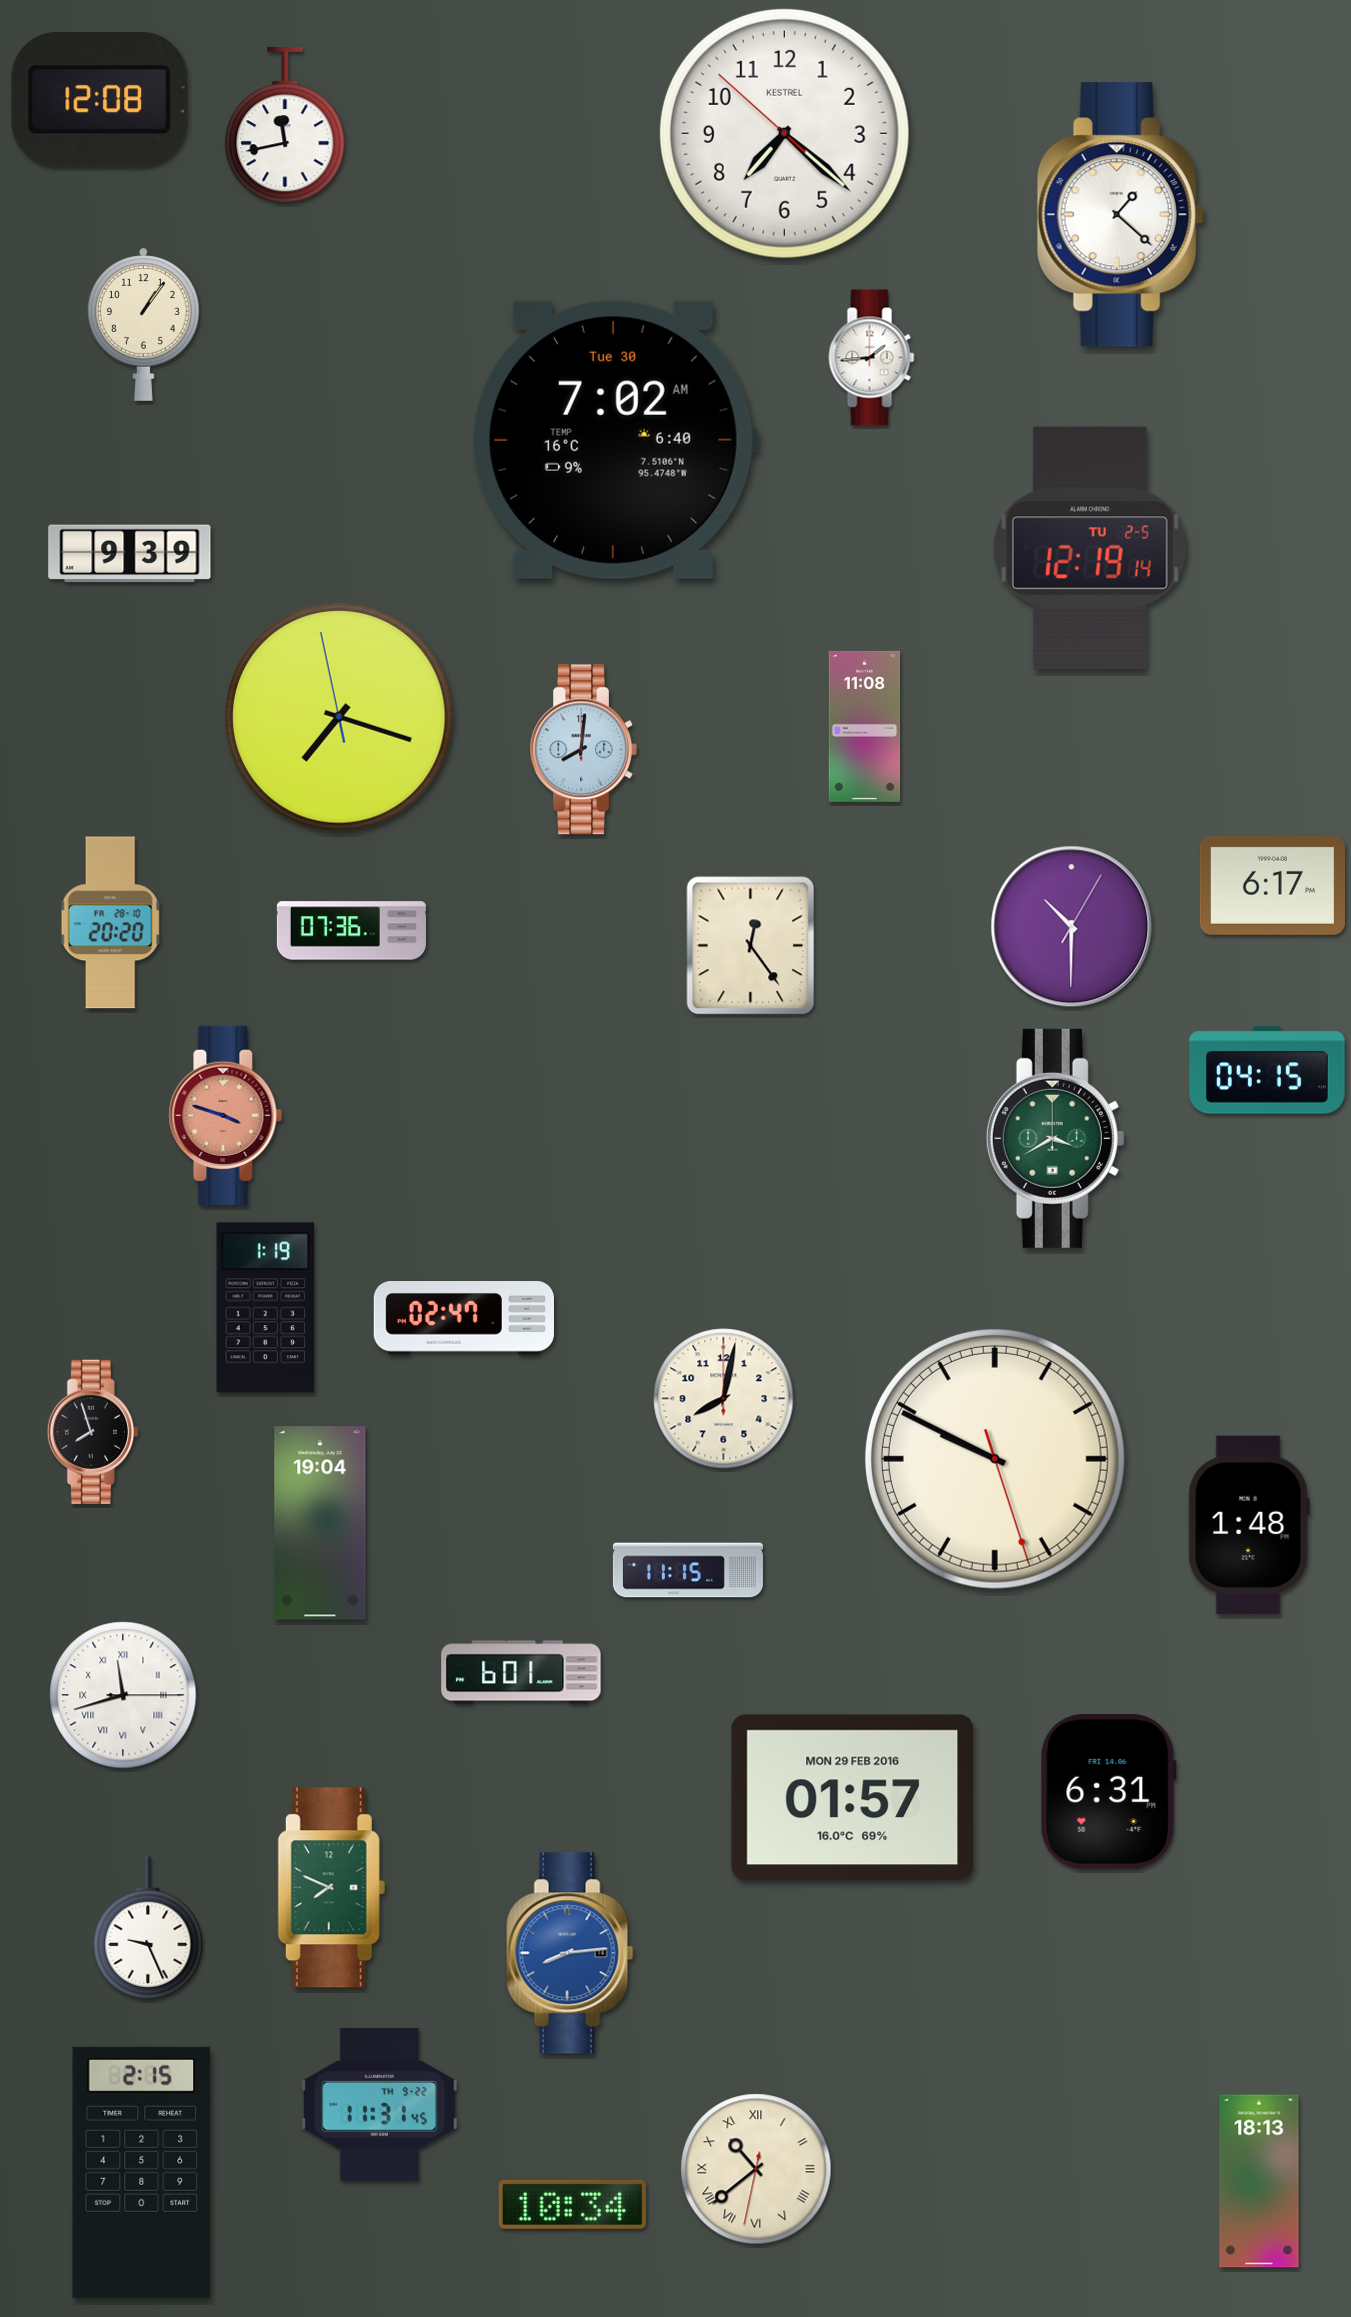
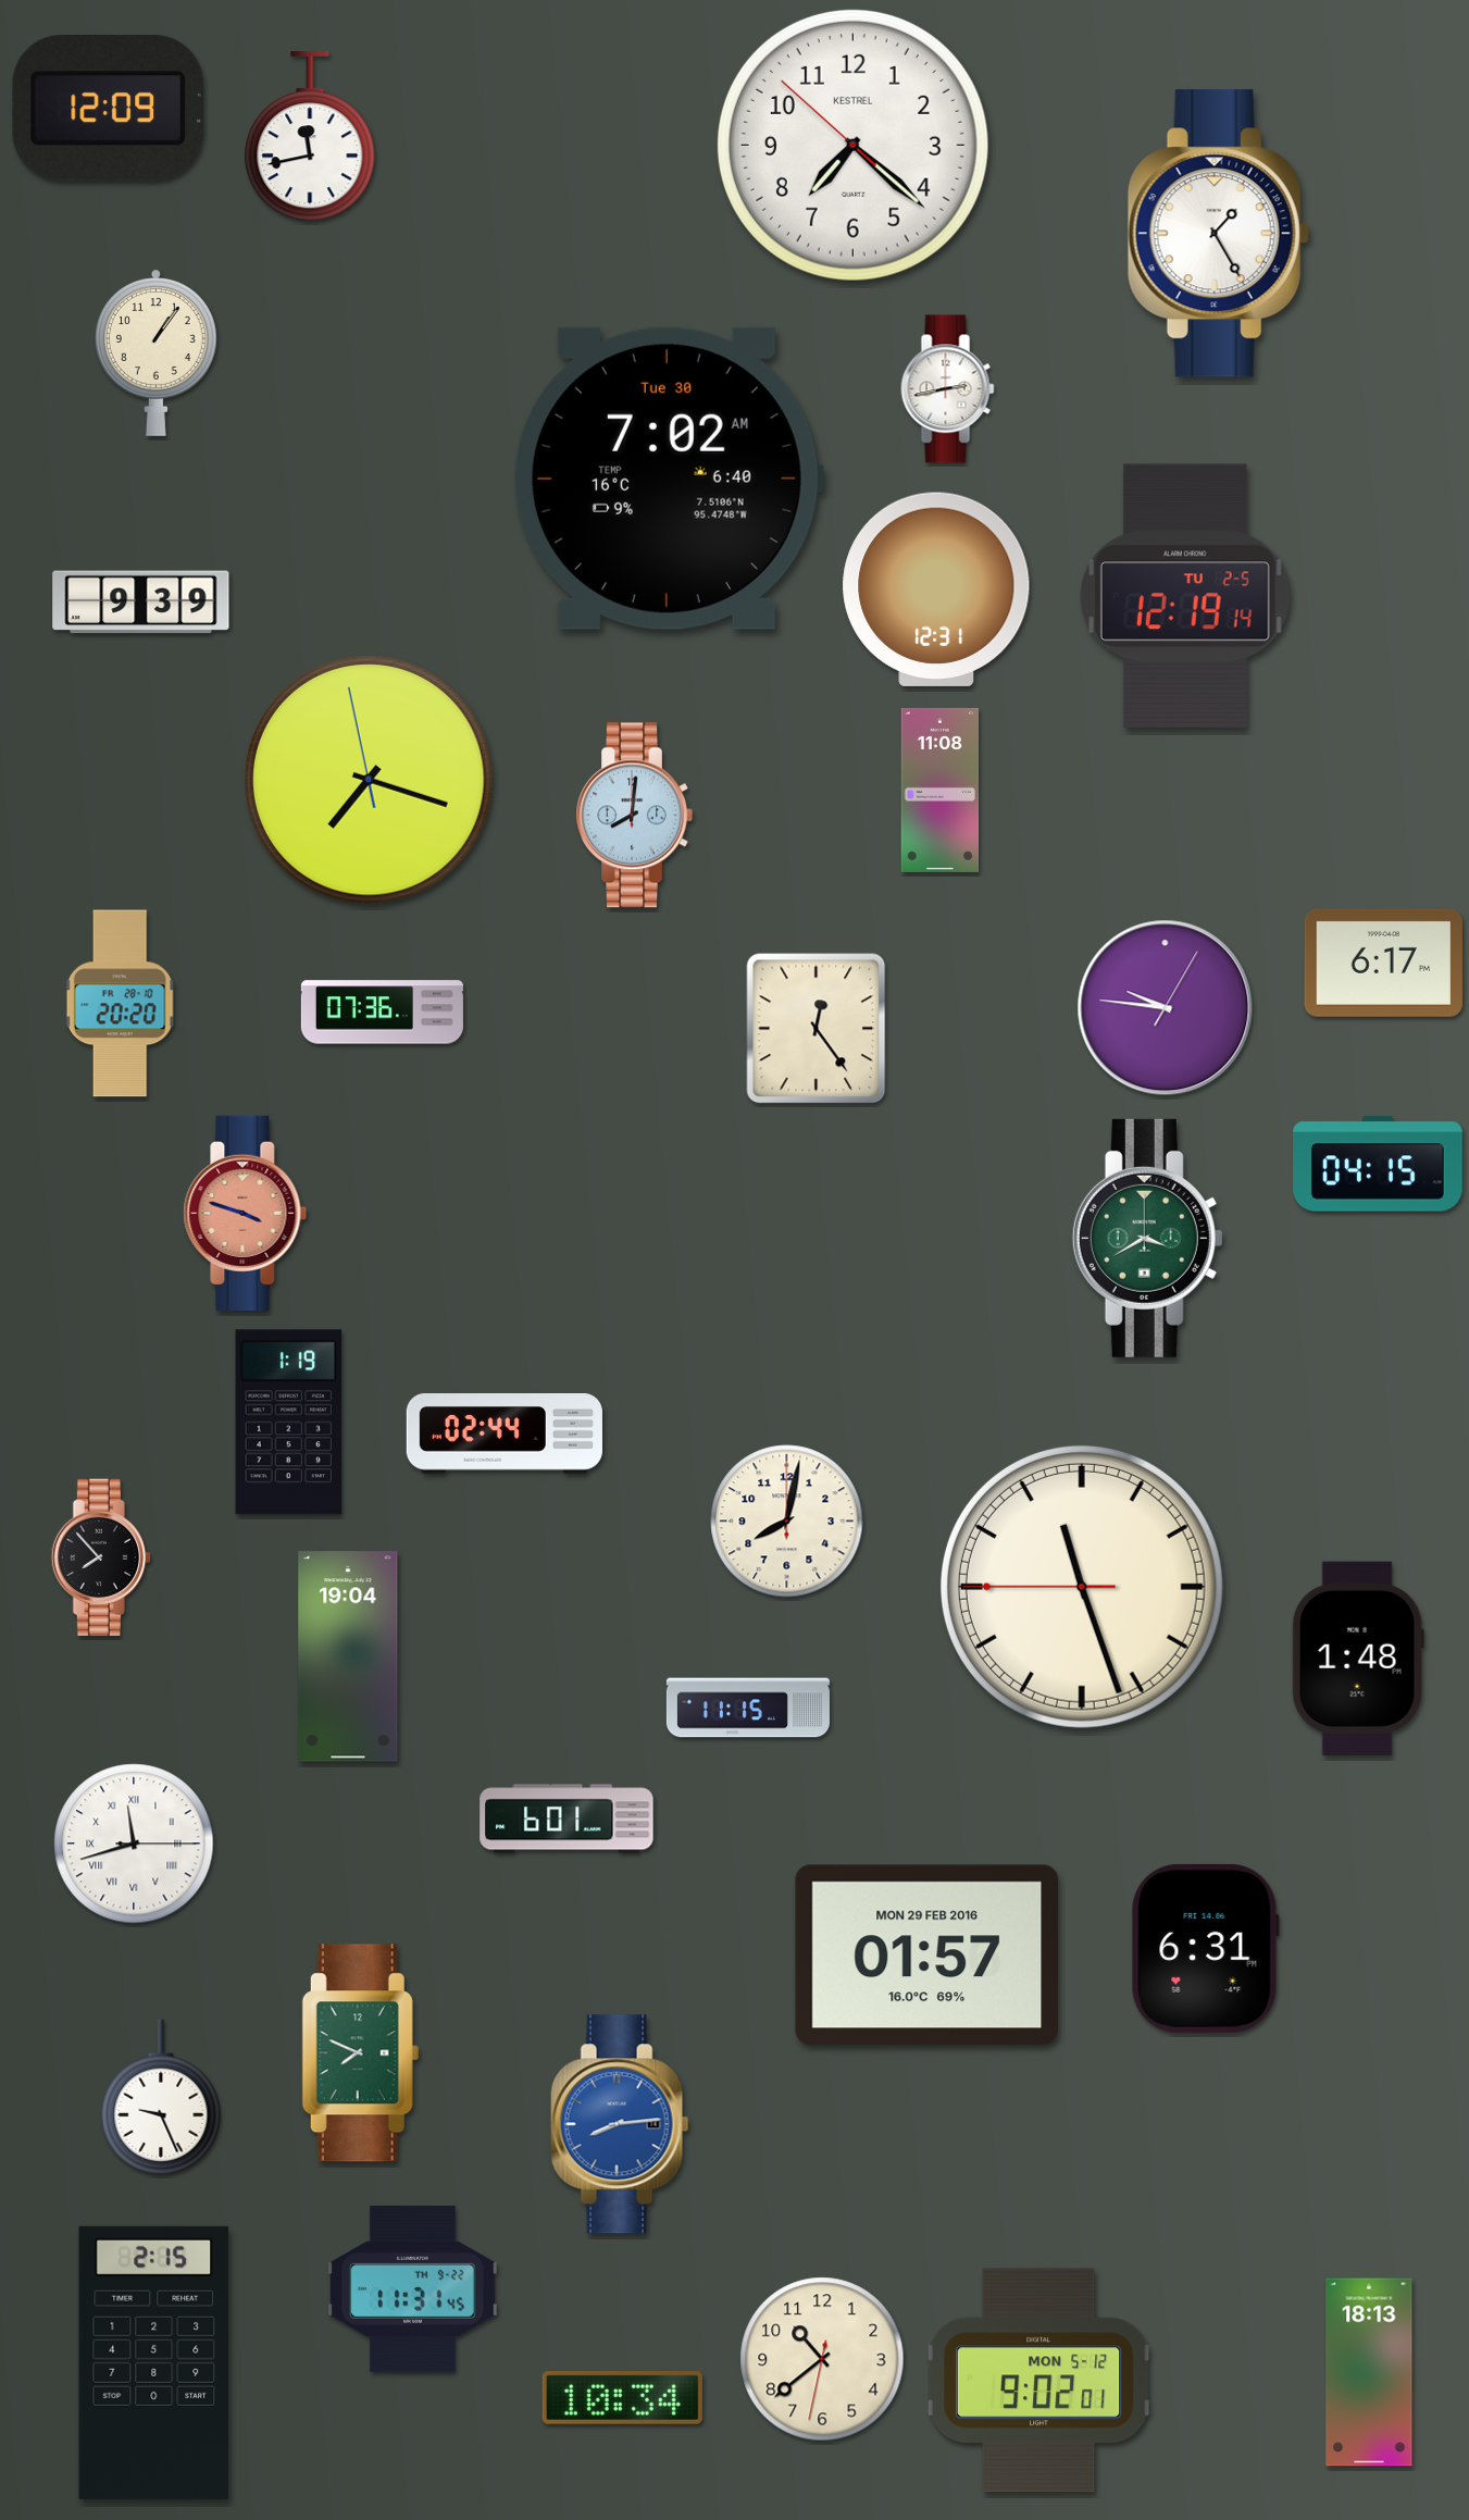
clock at (99, 100): 12:08 -> 12:09
clock at (1120, 215): 1:22 -> 1:25
clock at (872, 358): 1:44 -> 2:43
clock at (936, 589): none -> 12:31
clock at (1072, 927): 10:30 -> 9:46
clock at (464, 1319): 02:47 -> 02:44
clock at (92, 1432): 7:57 -> 7:53
clock at (995, 1459): 9:49 -> 11:26
clock at (756, 2169) numerals: Roman -> Arabic
clock at (1038, 2381): none -> 9:02
